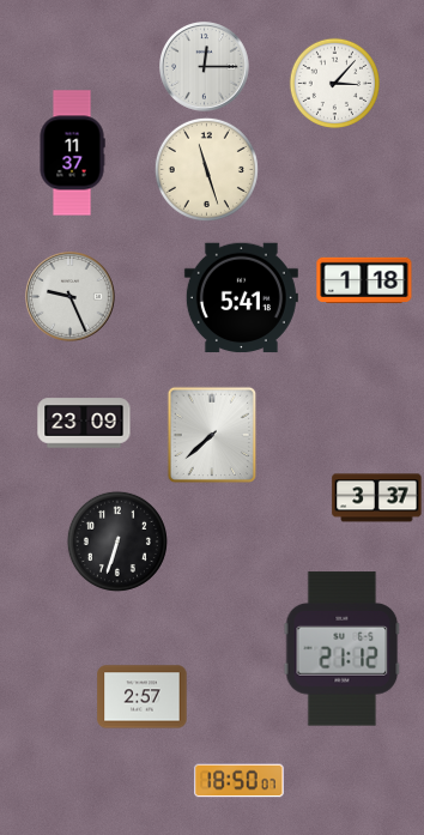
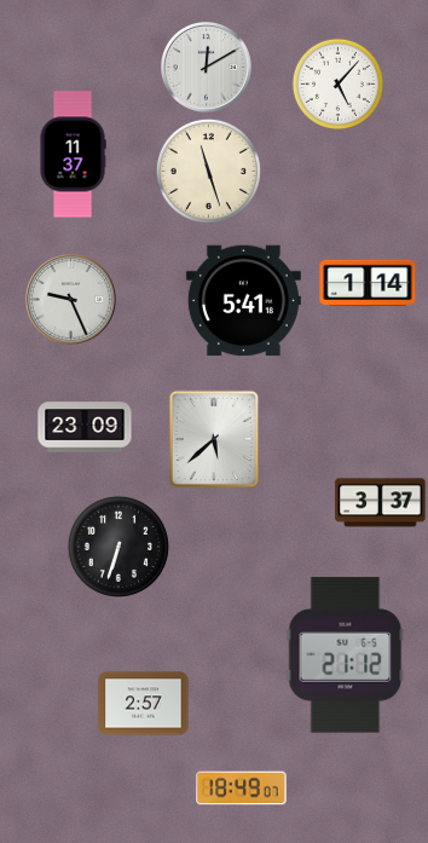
clock at (205, 67): 12:15 -> 12:10
clock at (334, 83): 3:07 -> 5:07
clock at (364, 280): 1:18 -> 1:14
clock at (212, 435): 7:38 -> 5:38
clock at (240, 781): 18:50 -> 18:49
